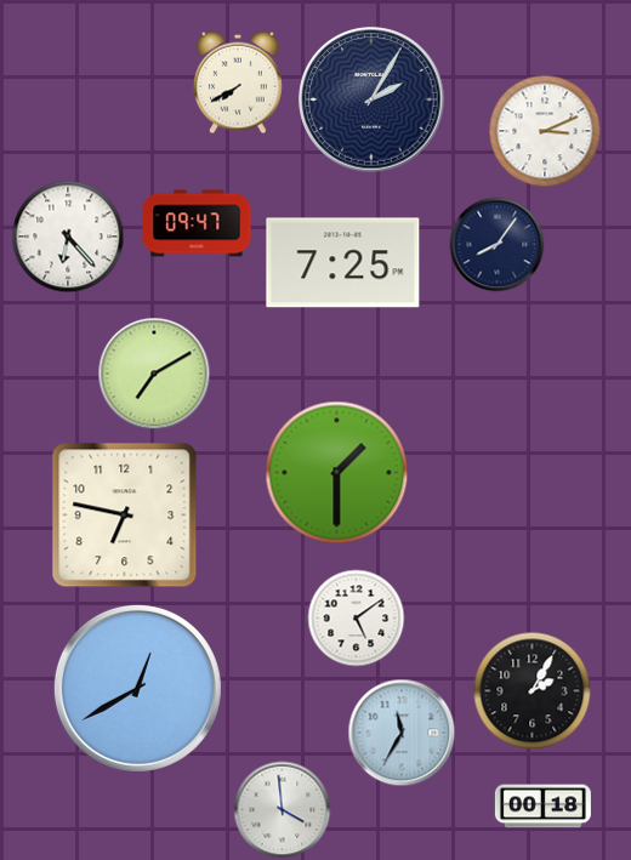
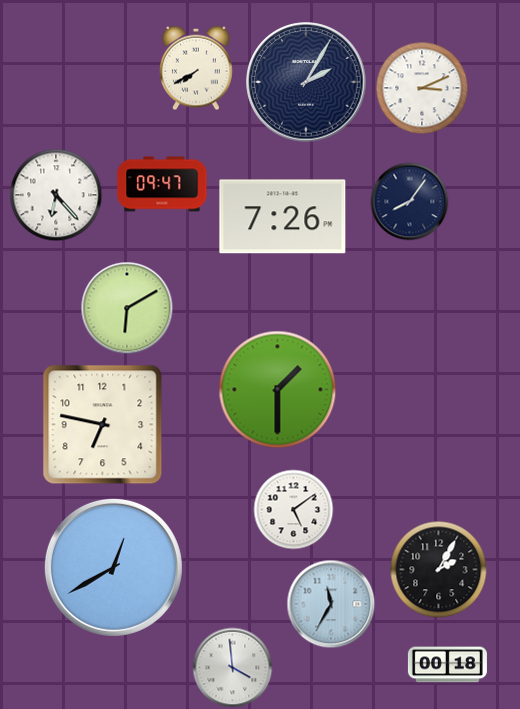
clock at (545, 131) position: (545, 131) -> (422, 88)
clock at (343, 263): 7:25 -> 7:26
clock at (154, 374): 7:10 -> 6:10
